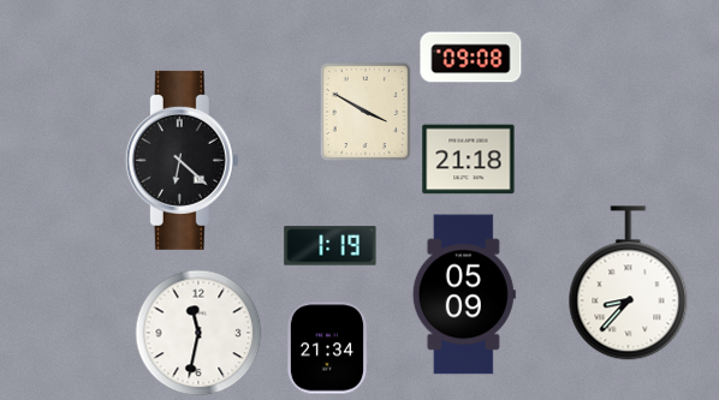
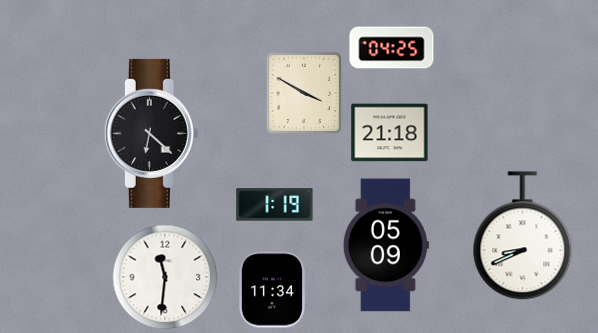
clock at (471, 58): 09:08 -> 04:25
clock at (629, 283): 8:37 -> 8:41
clock at (198, 333): 11:32 -> 11:31
clock at (326, 348): 21:34 -> 11:34
